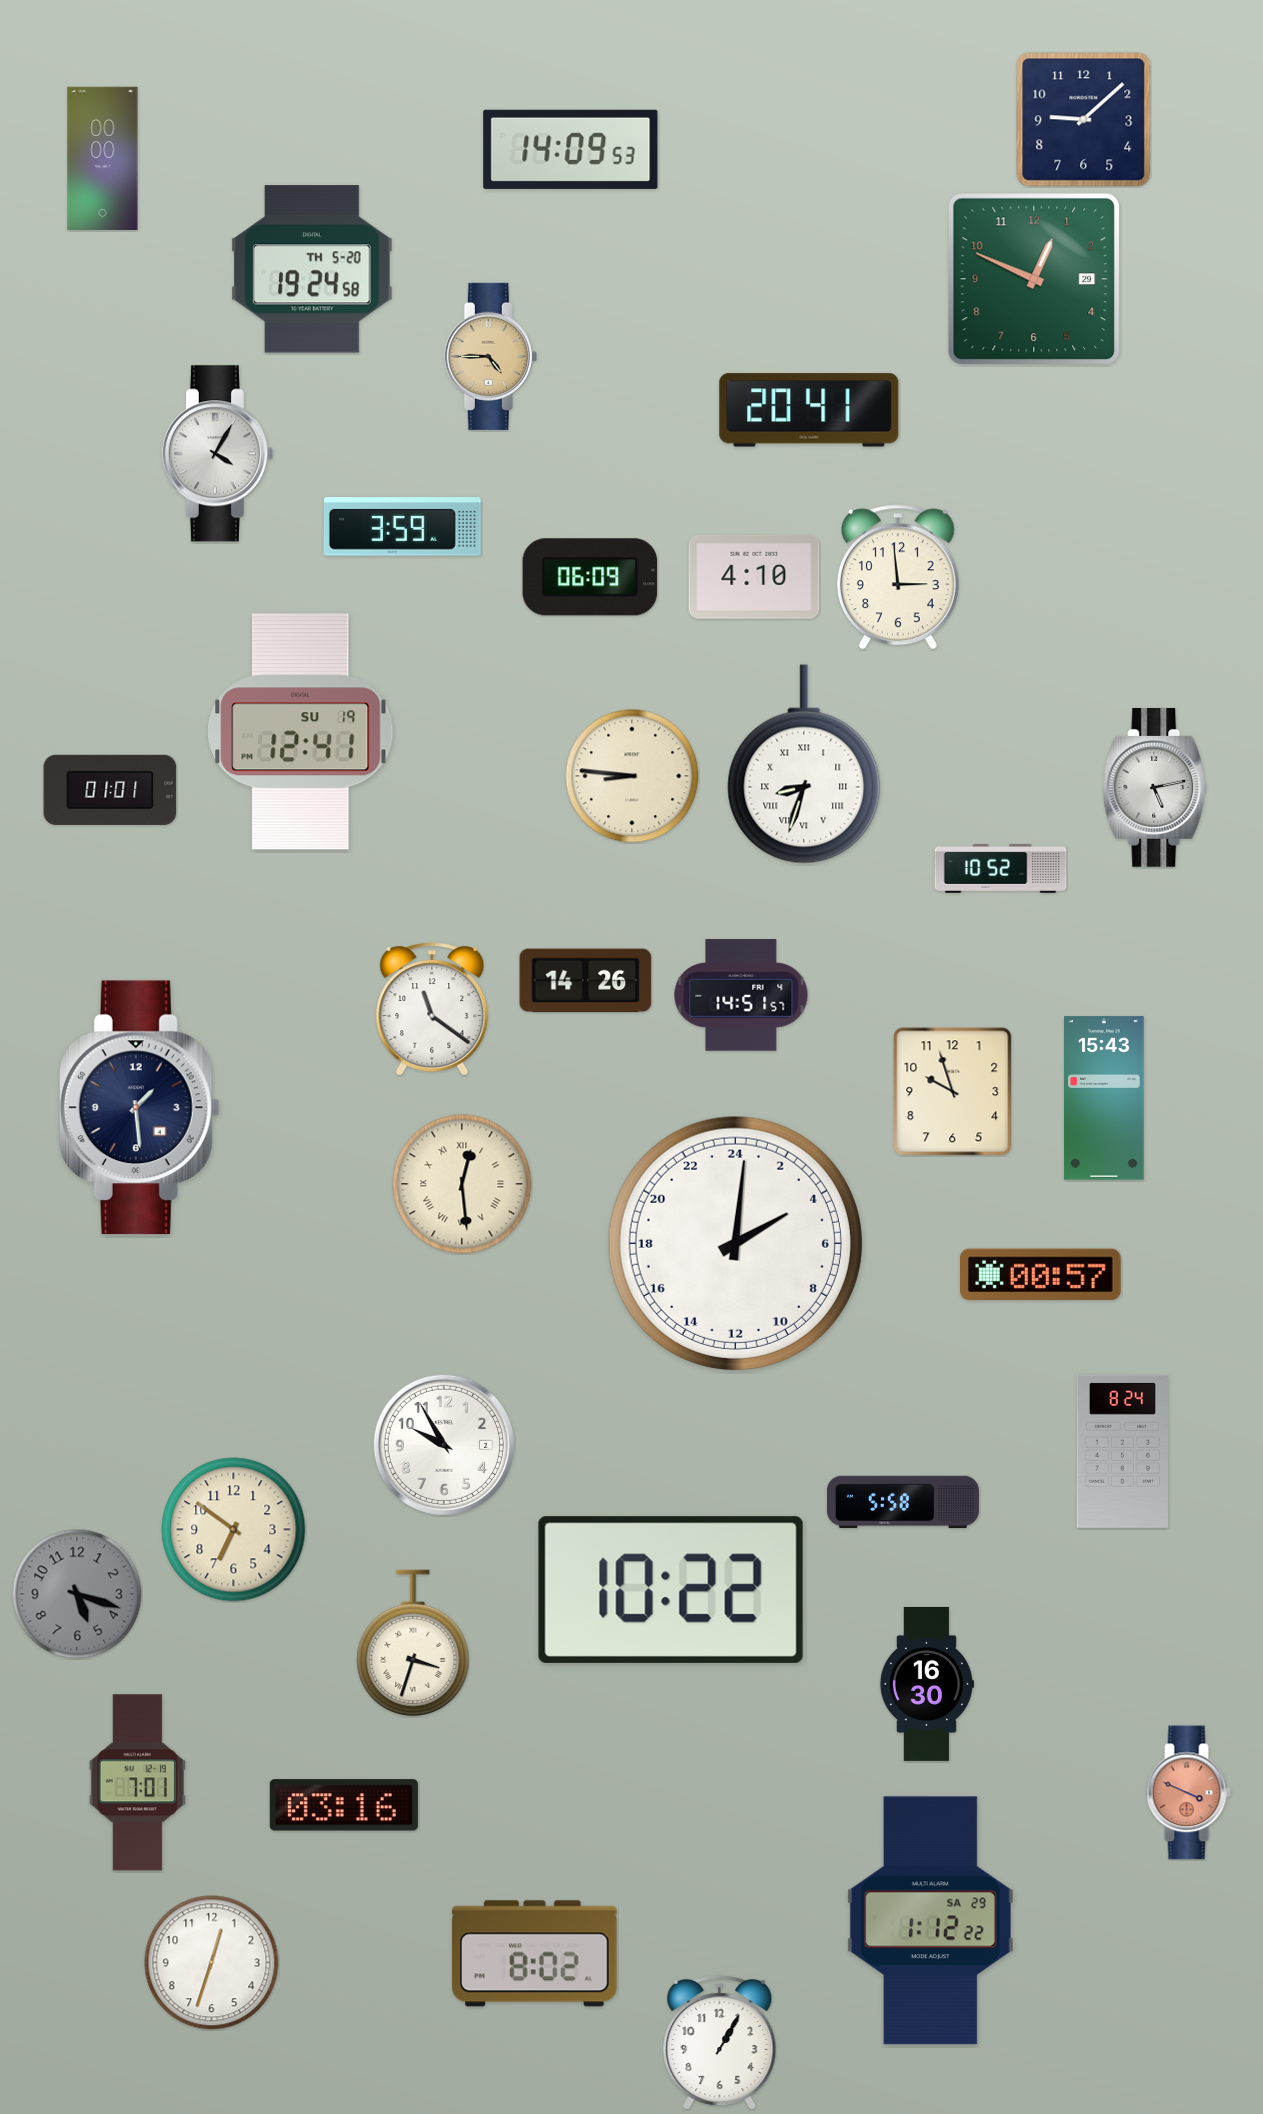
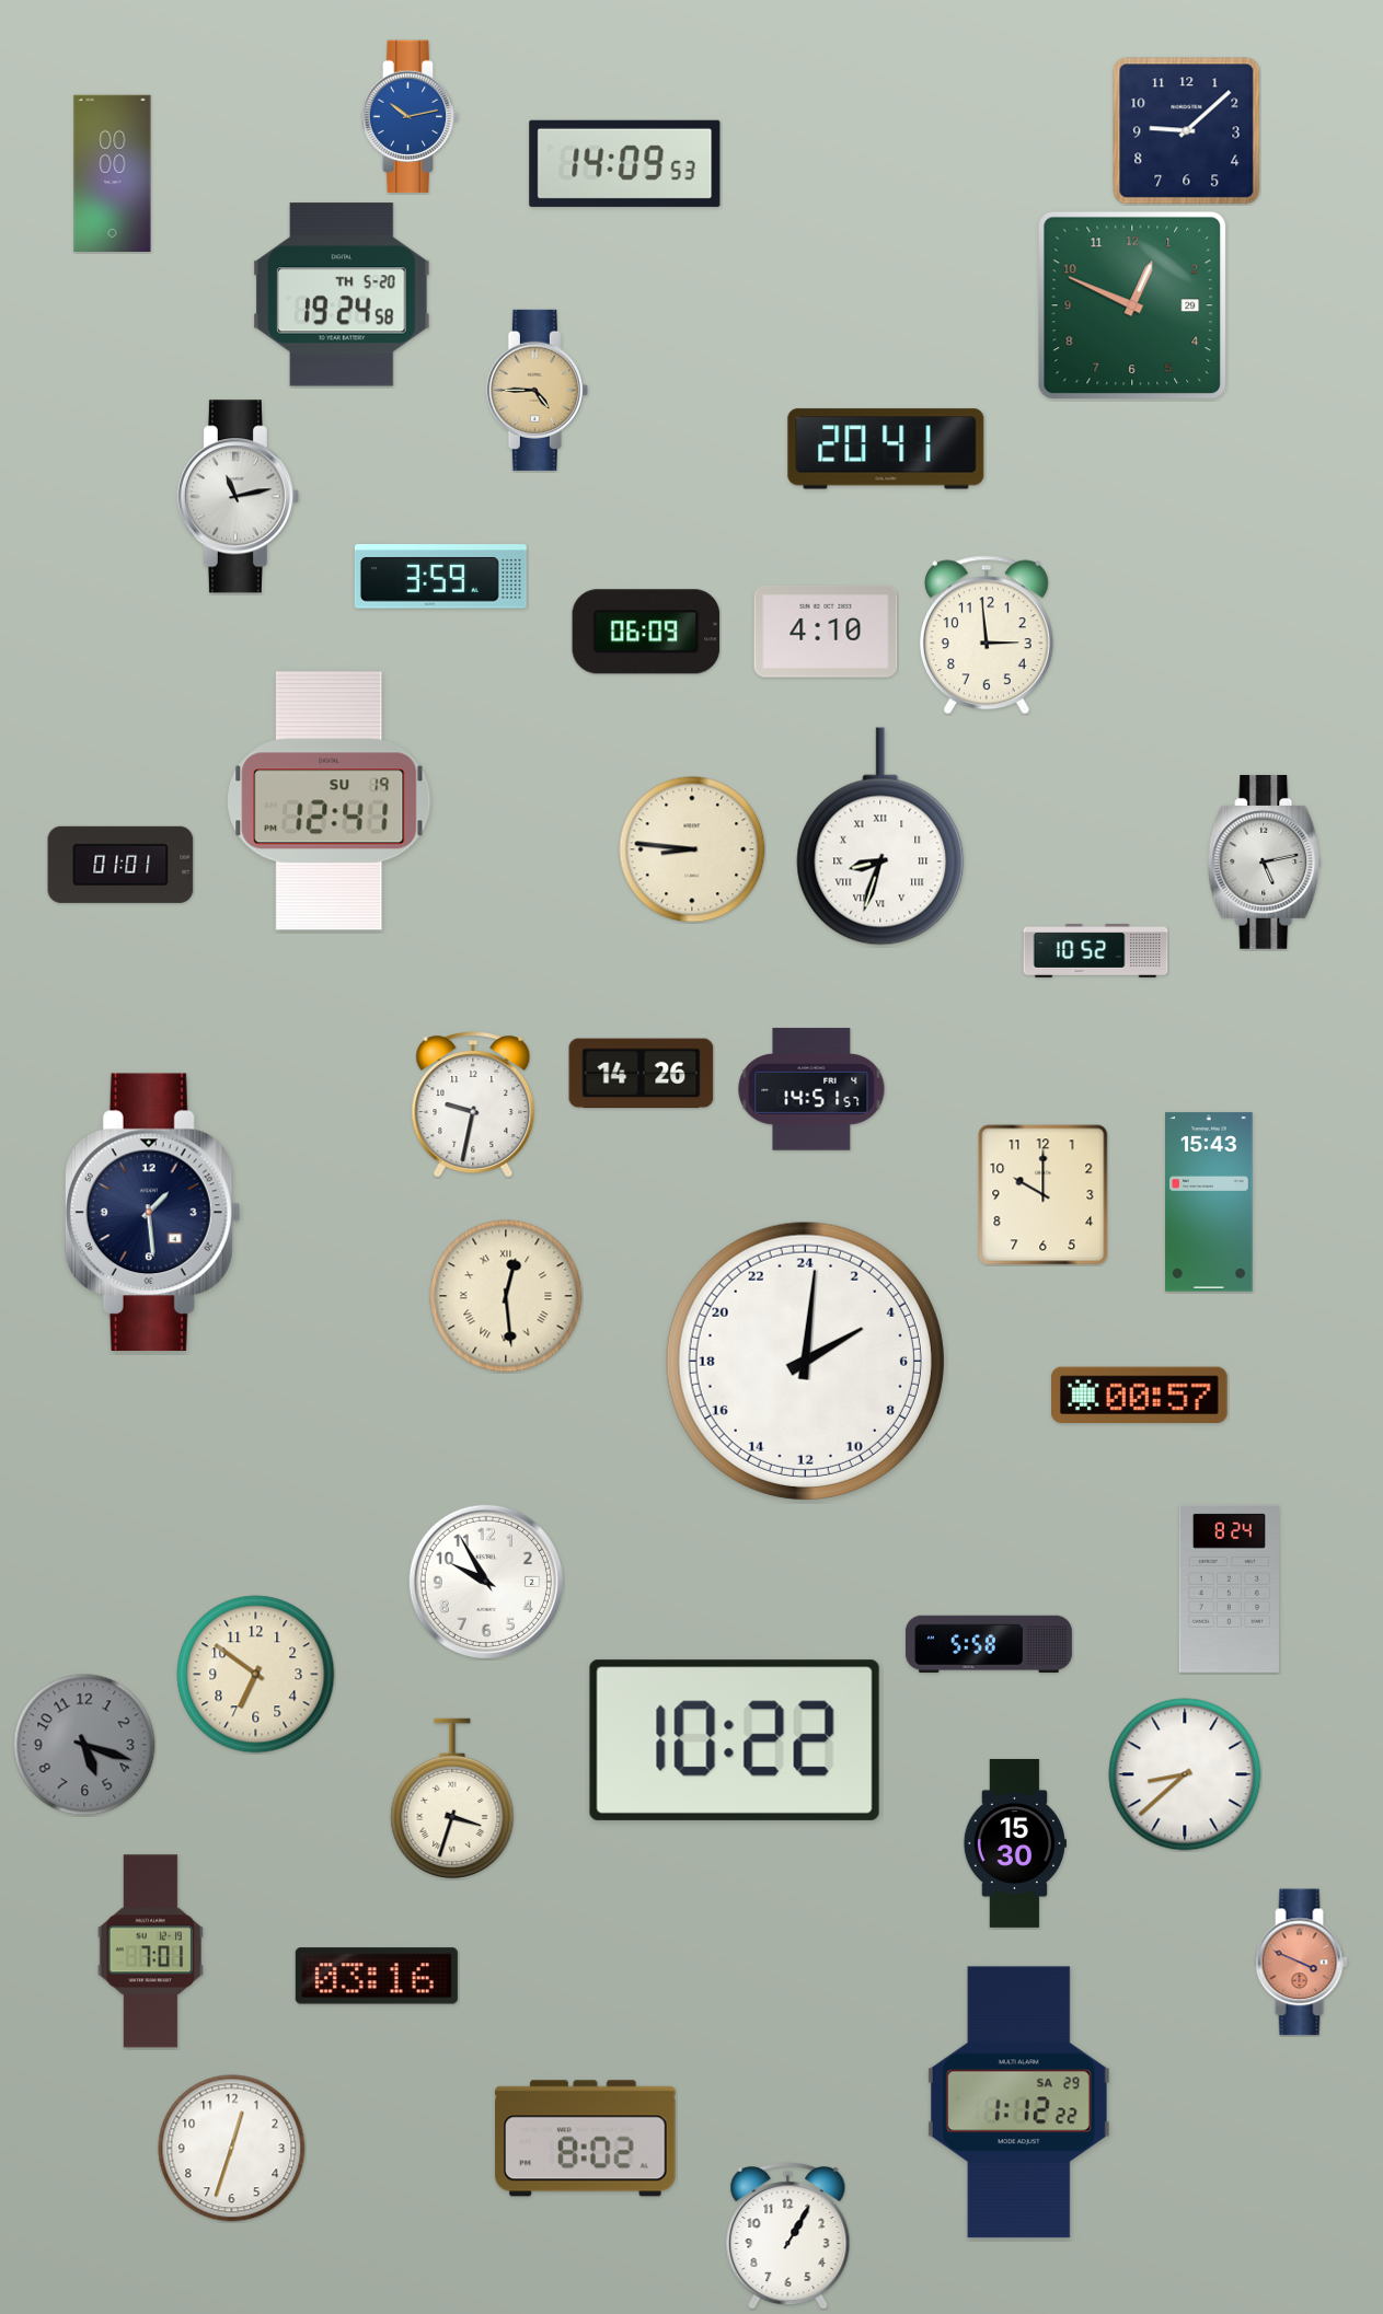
clock at (411, 117): none -> 10:13
clock at (217, 454): 4:05 -> 11:13
clock at (898, 577) position: (898, 577) -> (987, 635)
clock at (432, 1009): 11:21 -> 9:32
clock at (953, 1092): 9:57 -> 10:00
clock at (1185, 1774): none -> 8:38
clock at (927, 1684): 16:30 -> 15:30
